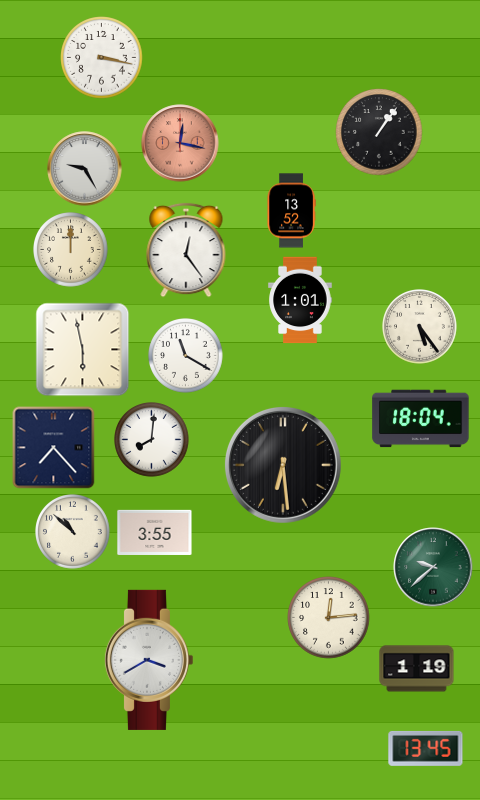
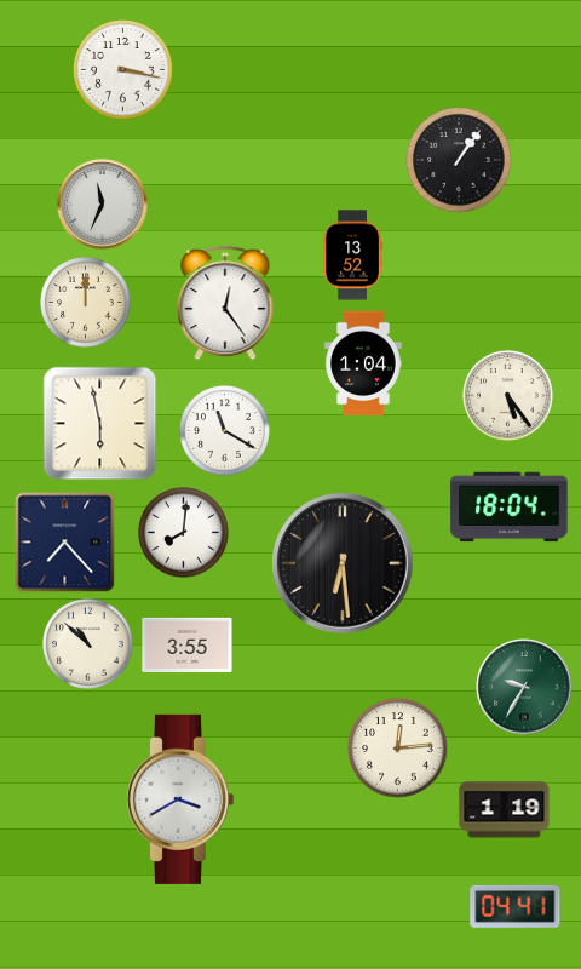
clock at (180, 143): 12:17 -> none
clock at (85, 169): 9:25 -> 11:34
clock at (300, 300): 1:01 -> 1:04
clock at (433, 567): 9:38 -> 9:35
clock at (426, 748): 13:45 -> 04:41
